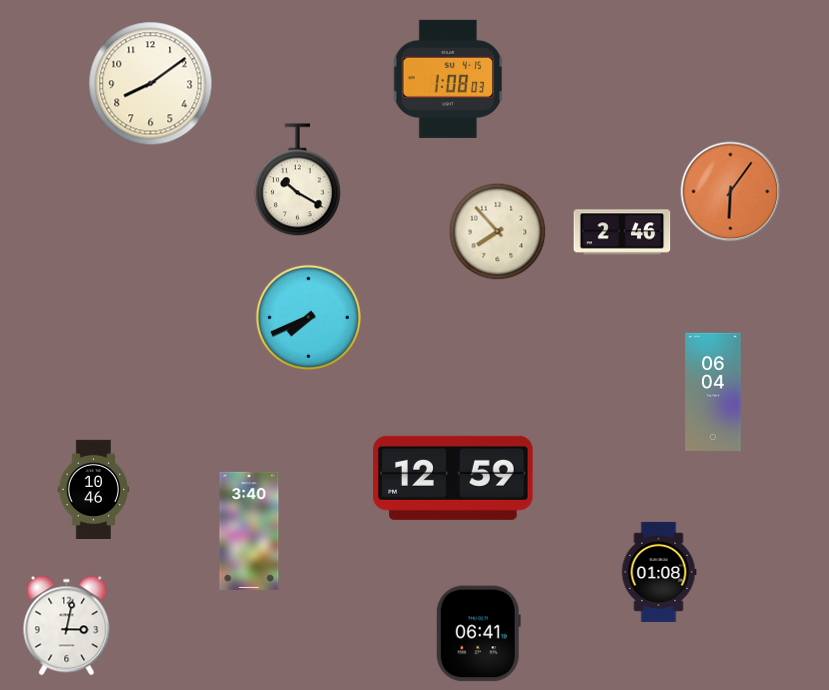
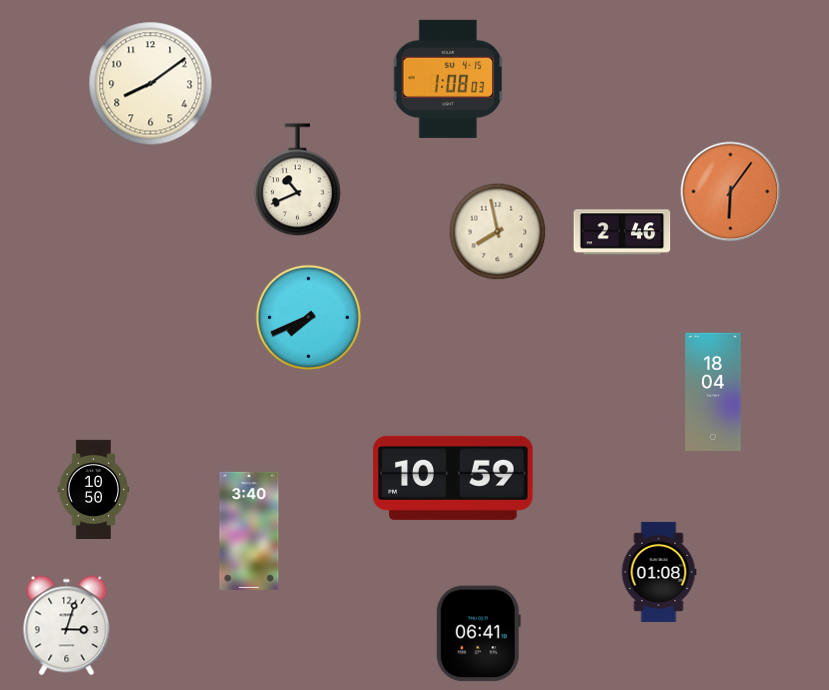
clock at (297, 180): 10:20 -> 10:41
clock at (498, 232): 7:53 -> 7:58
clock at (713, 392): 06:04 -> 18:04
clock at (453, 478): 12:59 -> 10:59
clock at (94, 489): 10:46 -> 10:50
clock at (67, 626): 3:02 -> 3:03
